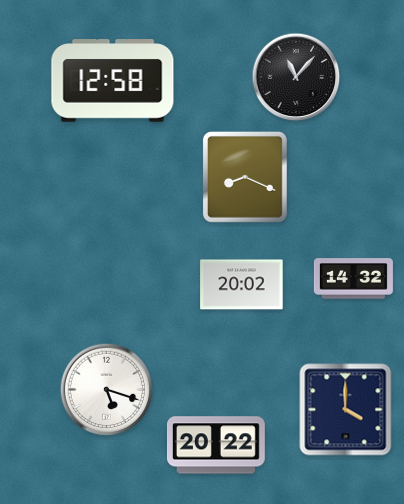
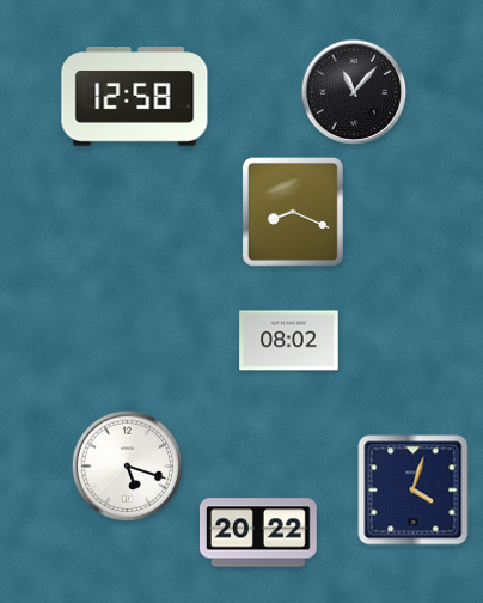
clock at (353, 279): 14:32 -> none
clock at (242, 285): 20:02 -> 08:02
clock at (346, 410): 4:00 -> 4:03
